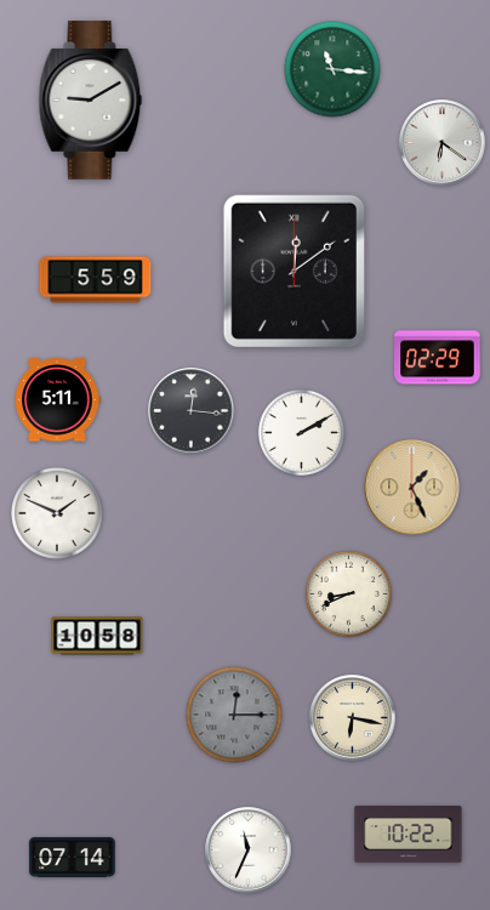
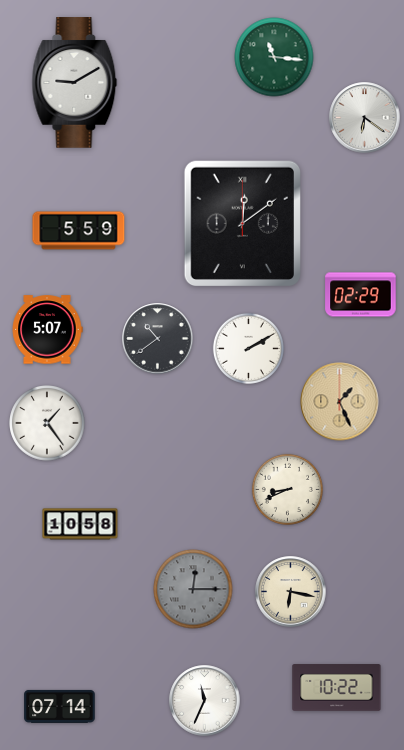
clock at (57, 400): 5:11 -> 5:07
clock at (192, 411): 12:16 -> 10:39
clock at (301, 432) position: (301, 432) -> (248, 348)
clock at (57, 513): 1:49 -> 1:24
